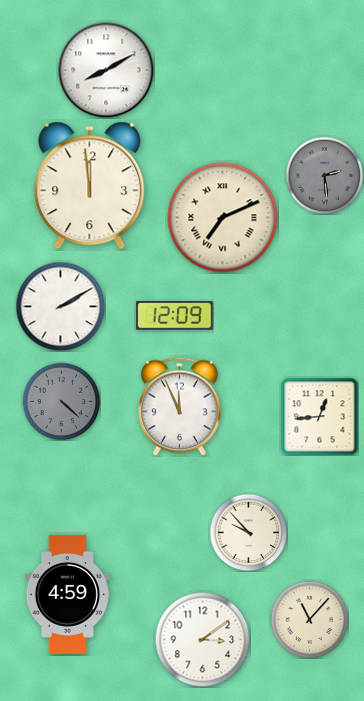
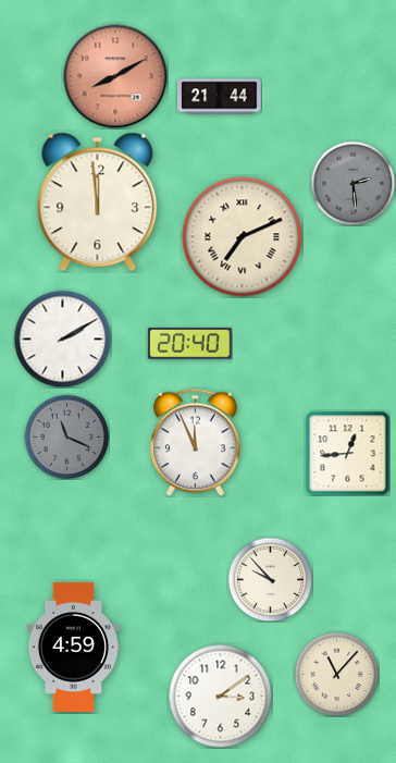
clock at (106, 70) dial: white -> salmon
clock at (220, 97): none -> 21:44
clock at (324, 175) position: (324, 175) -> (352, 183)
clock at (60, 306) position: (60, 306) -> (62, 339)
clock at (175, 316): 12:09 -> 20:40
clock at (61, 401): 4:22 -> 11:19
